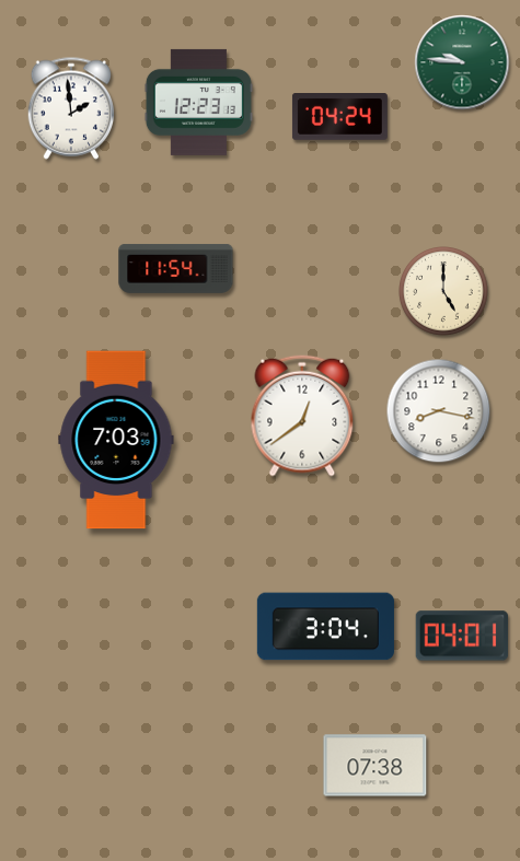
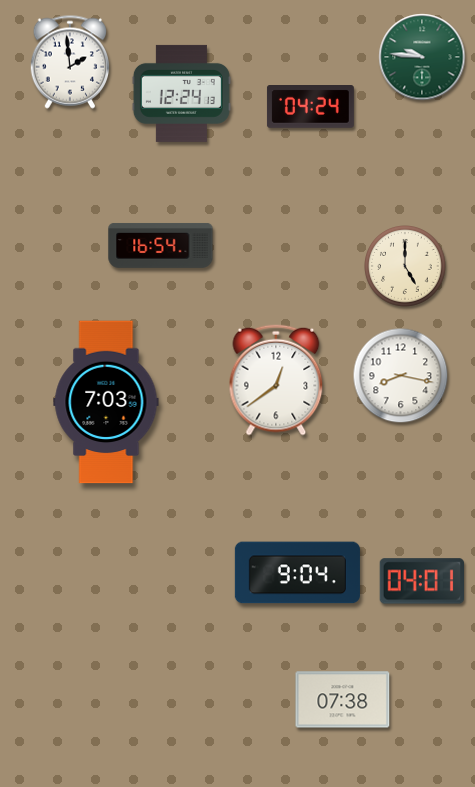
clock at (198, 102): 12:23 -> 12:24
clock at (71, 108) position: (71, 108) -> (70, 62)
clock at (176, 268): 11:54 -> 16:54
clock at (325, 627): 3:04 -> 9:04
